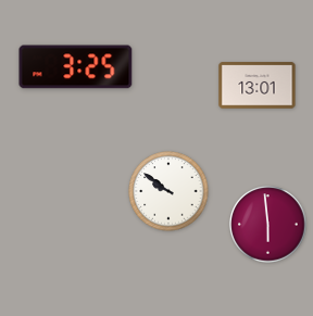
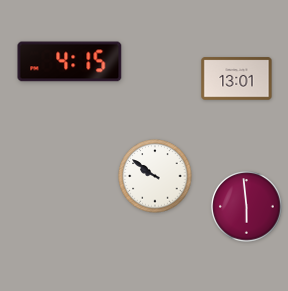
clock at (76, 67): 3:25 -> 4:15
